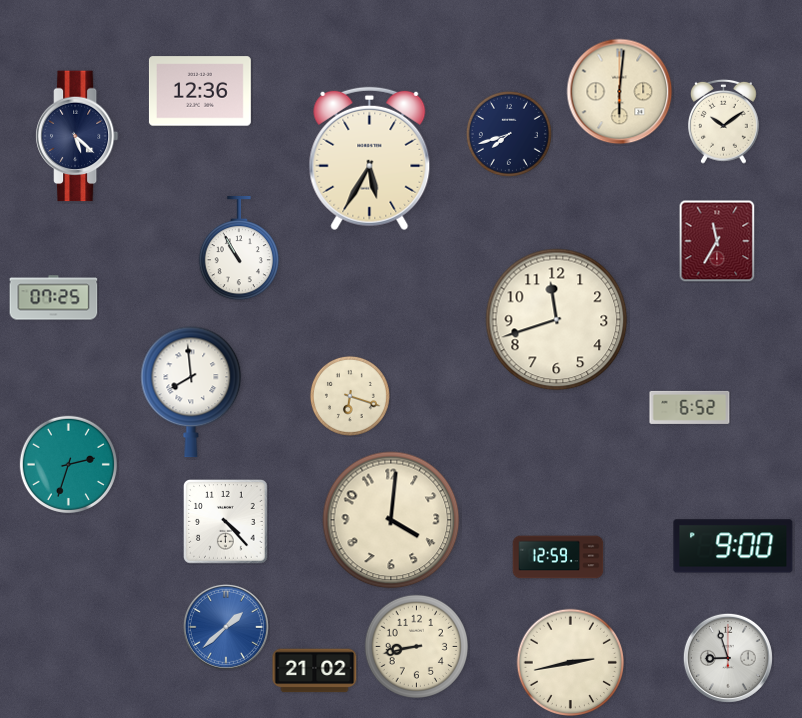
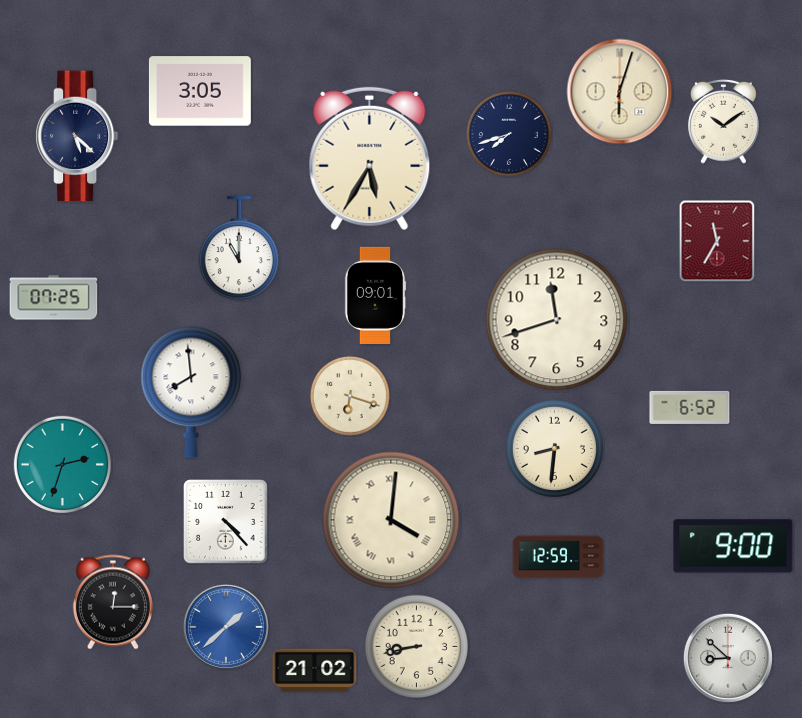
clock at (200, 91): 12:36 -> 3:05
clock at (620, 92): 6:01 -> 6:03
clock at (239, 249): 10:55 -> 11:00
clock at (375, 295): none -> 09:01
clock at (554, 448): none -> 8:31
clock at (68, 464) position: (68, 464) -> (62, 464)
clock at (391, 520) numerals: Arabic -> Roman
clock at (113, 602): none -> 12:15
clock at (728, 658): 8:57 -> 8:52
clock at (571, 663): 2:43 -> none
